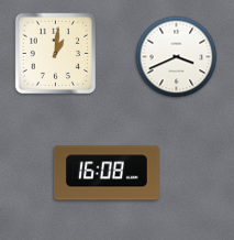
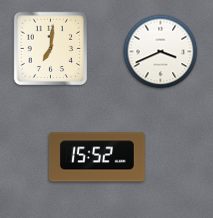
clock at (56, 54): 1:01 -> 7:01
clock at (108, 173): 16:08 -> 15:52
